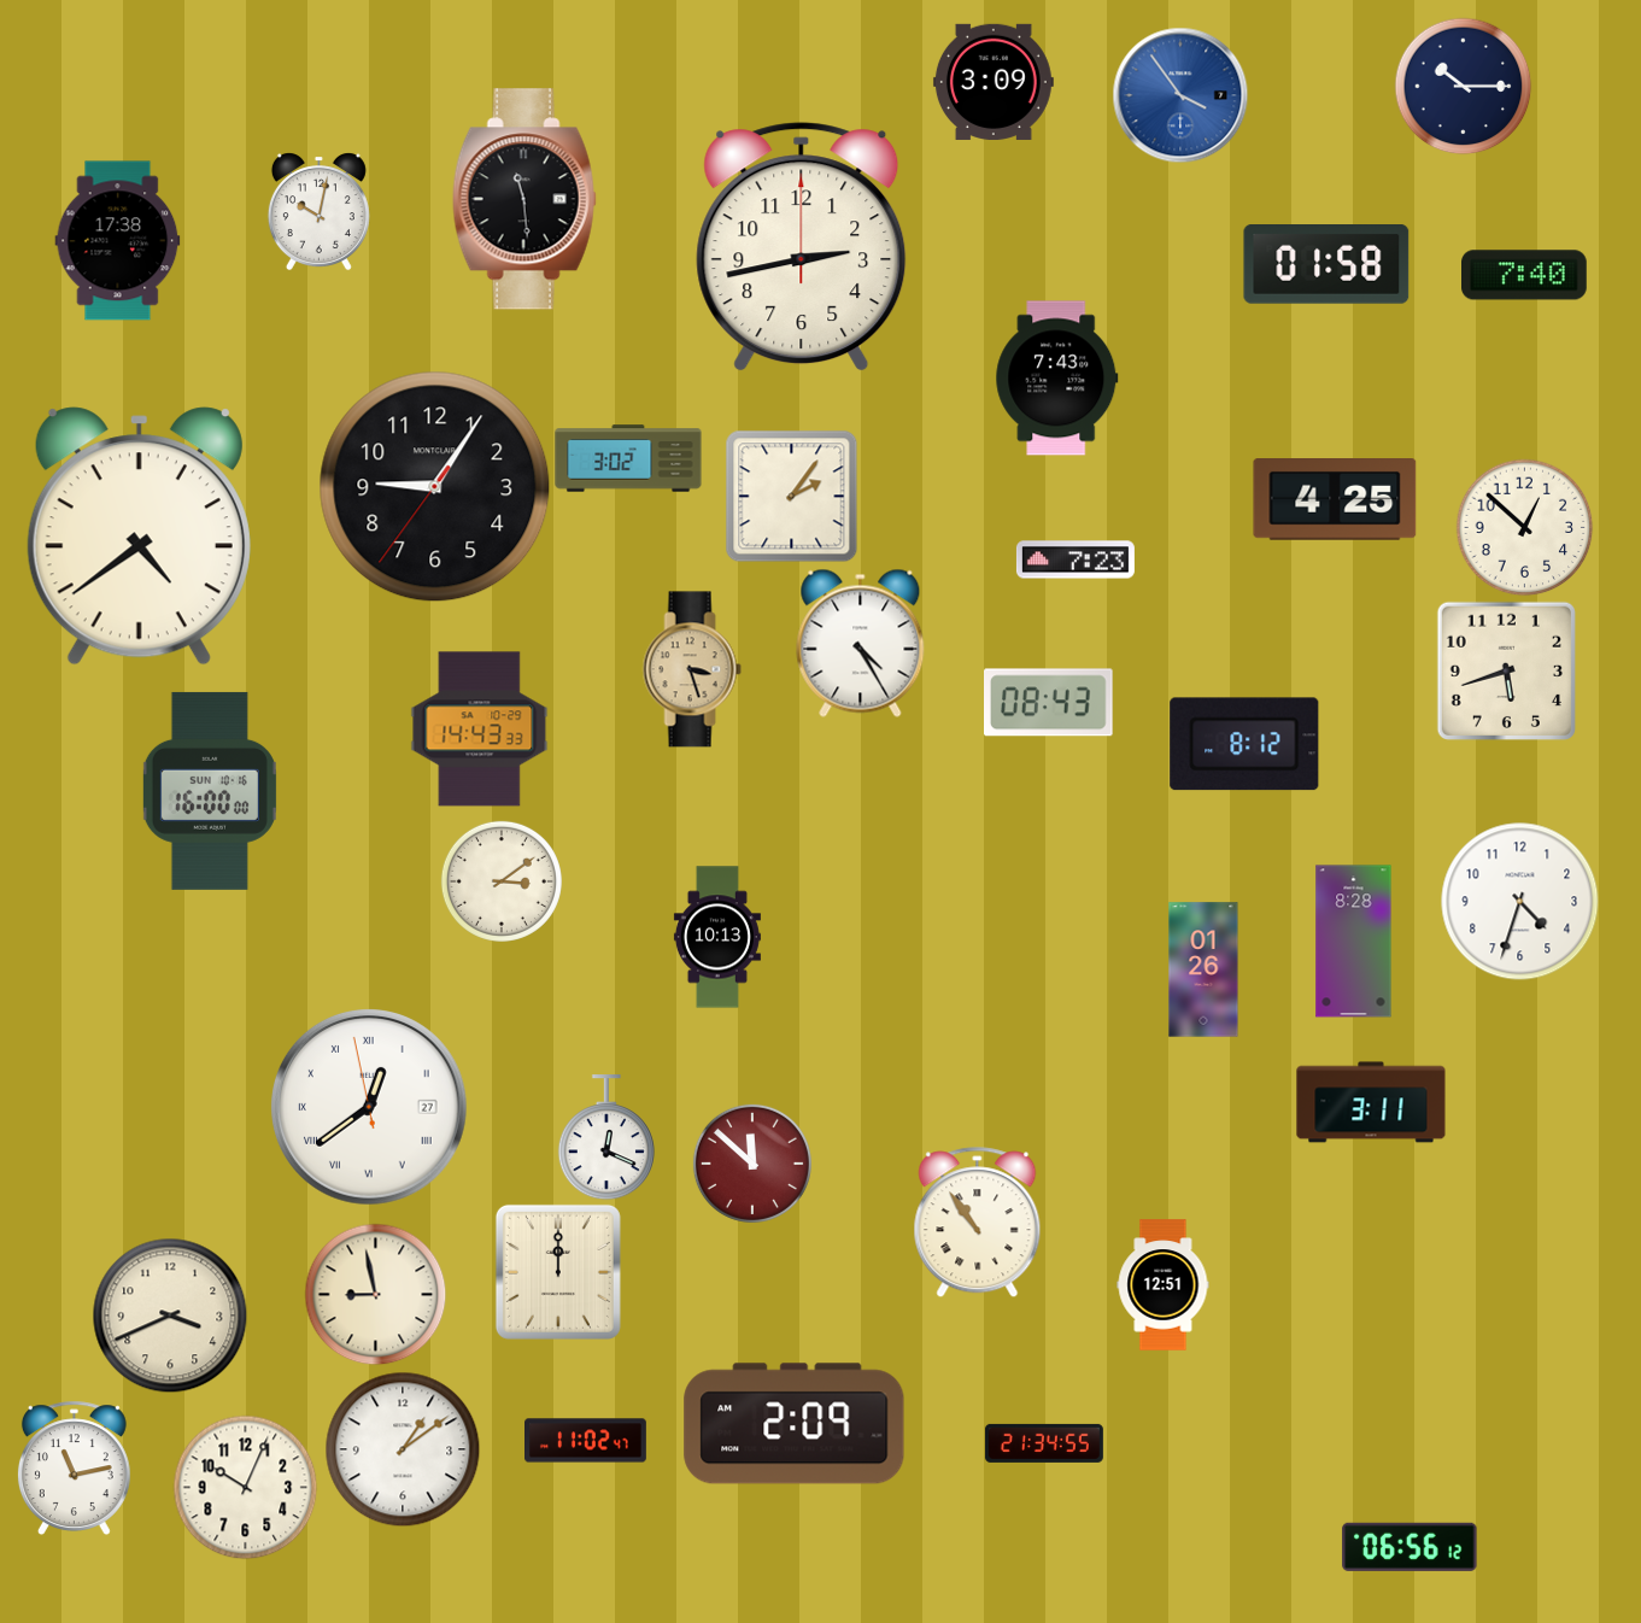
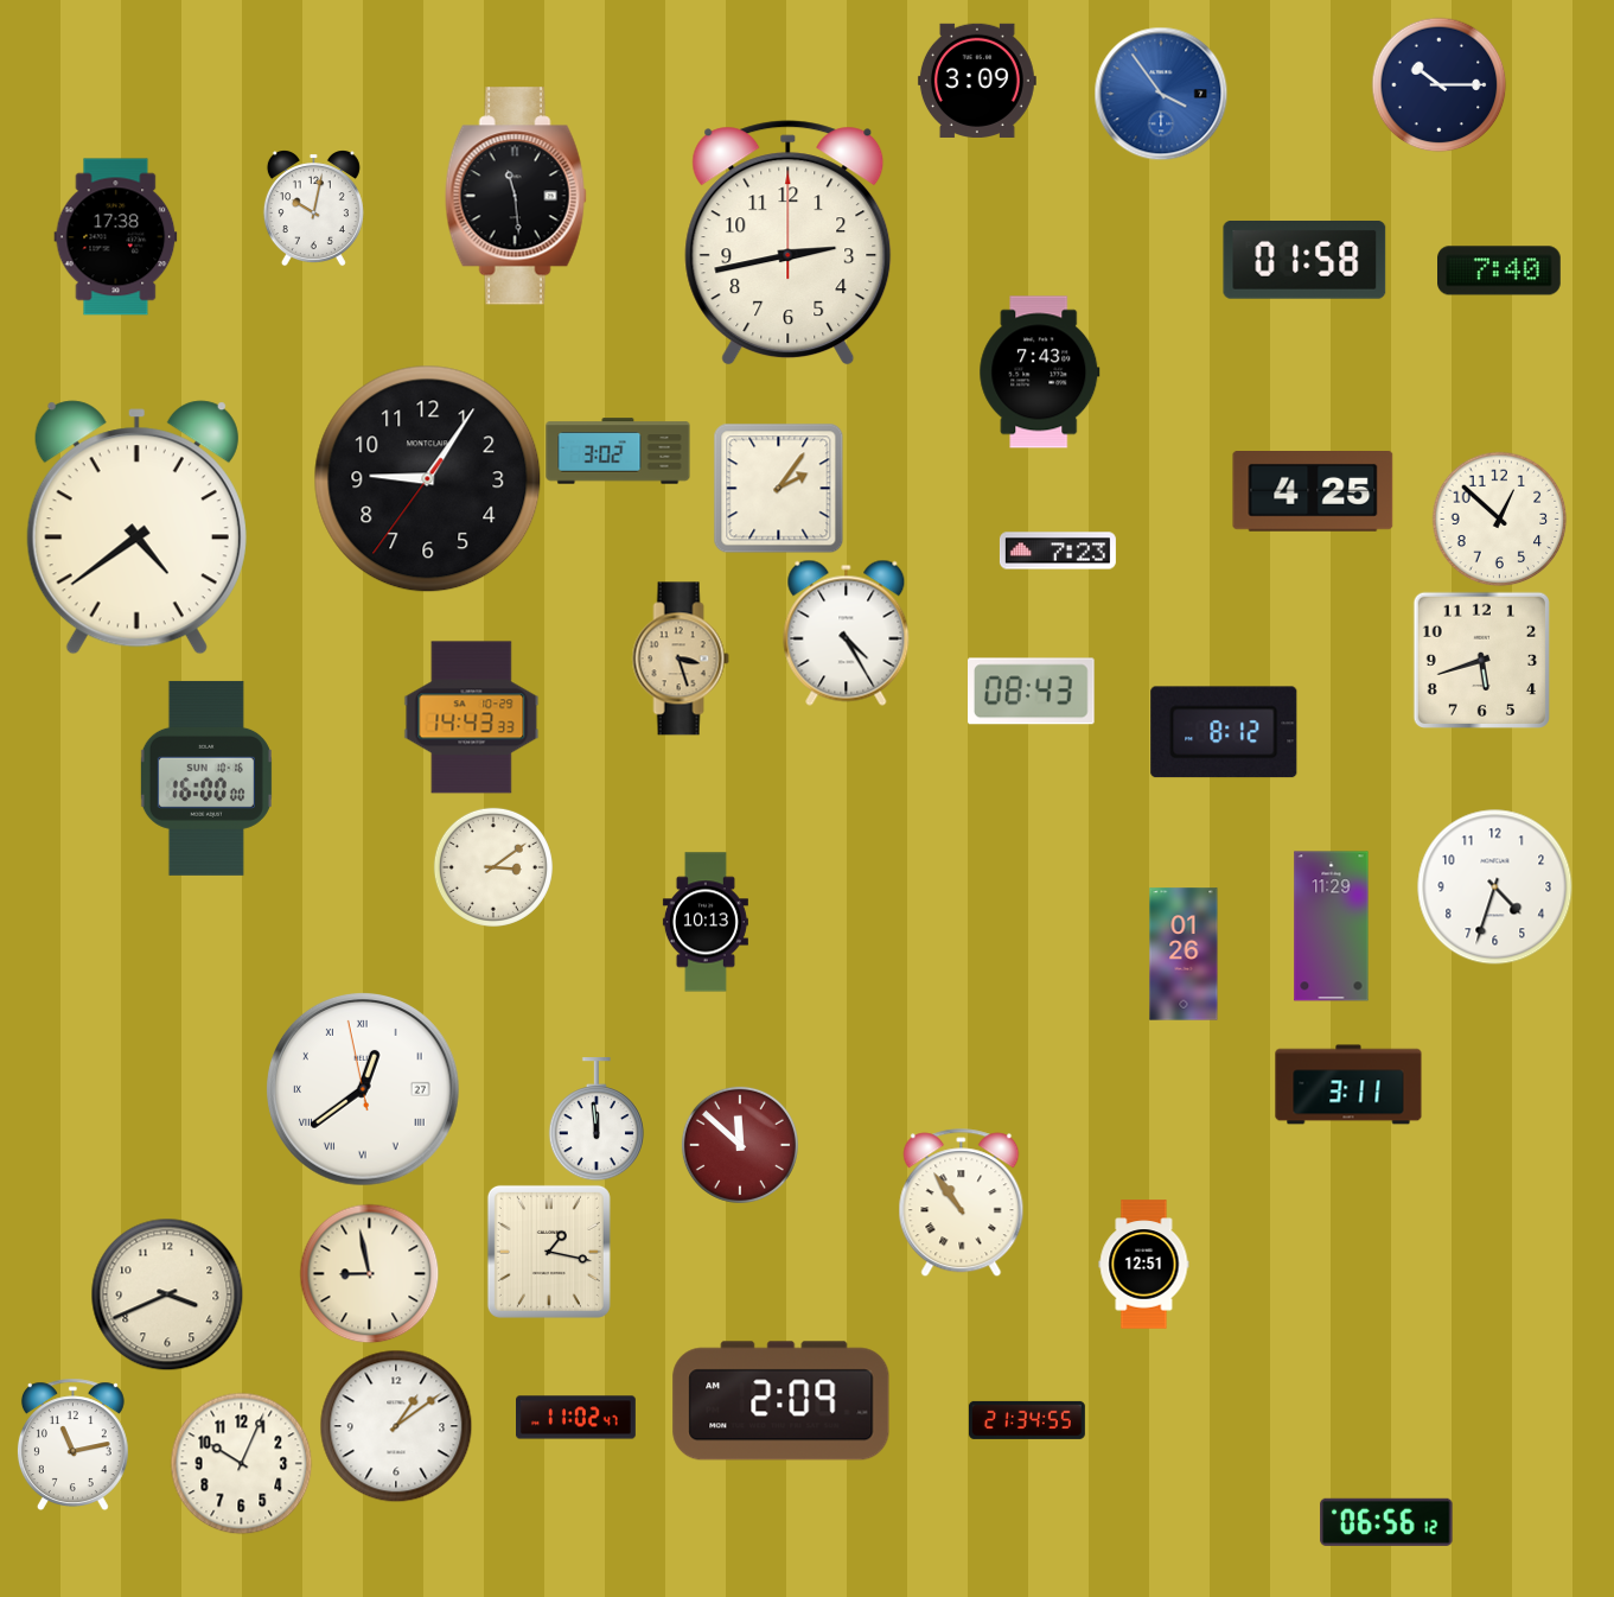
clock at (1354, 942): 8:28 -> 11:29
clock at (606, 1137): 12:19 -> 11:59
clock at (558, 1272): 12:00 -> 1:17
